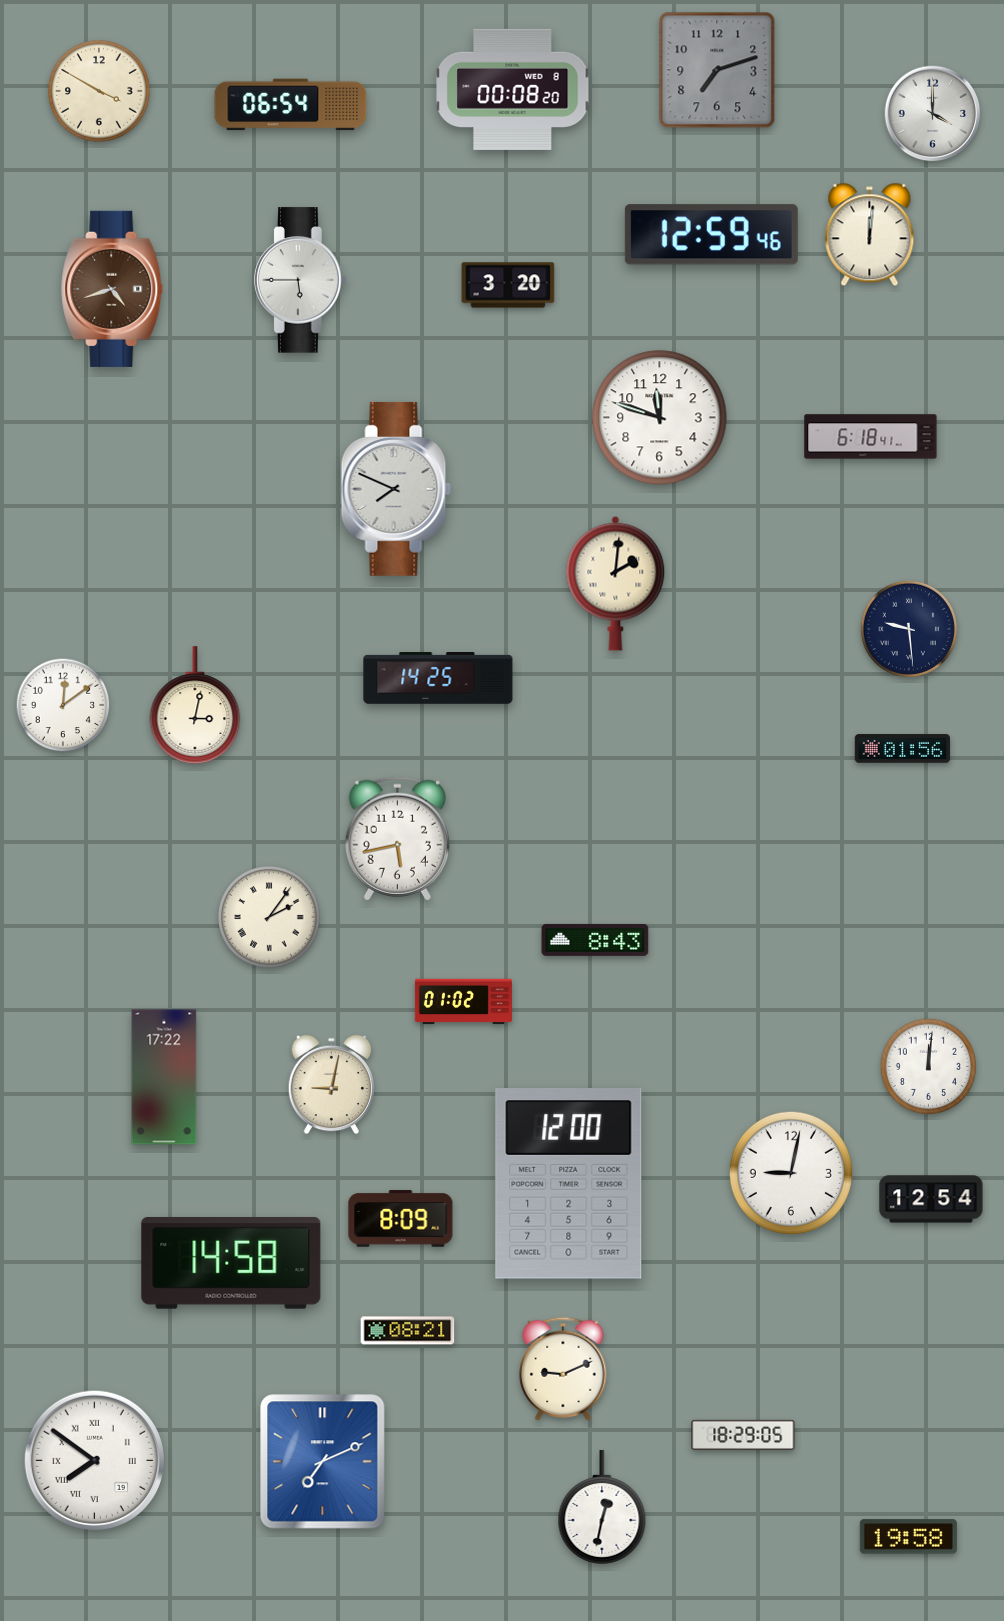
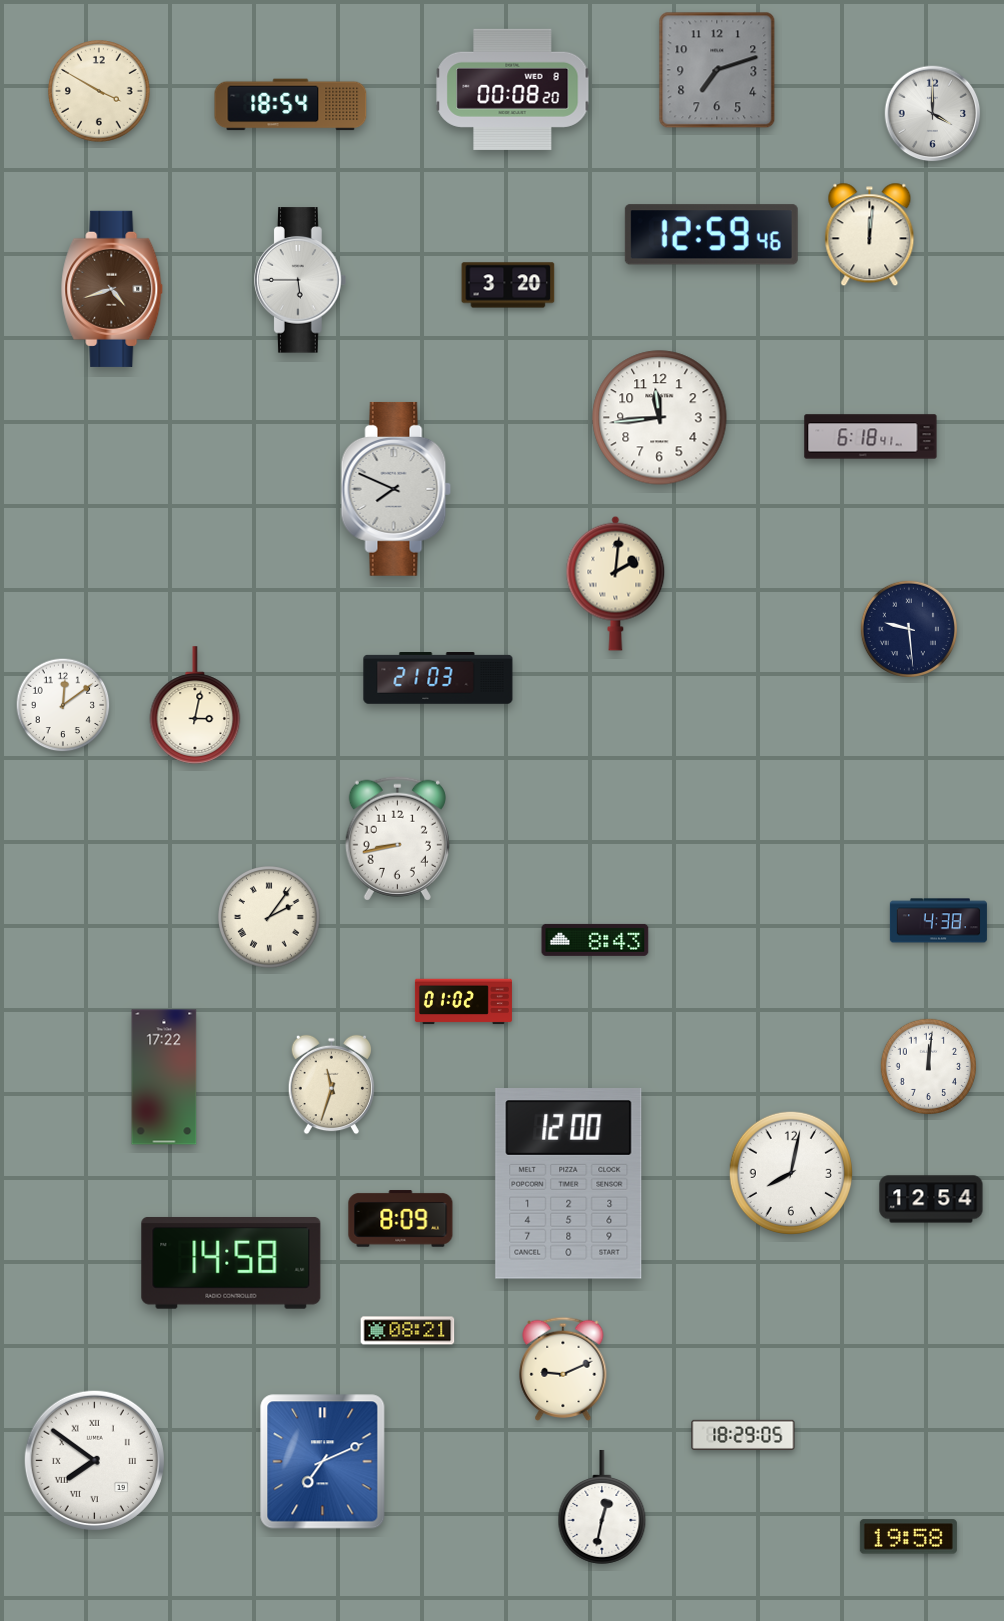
clock at (291, 105): 06:54 -> 18:54
clock at (660, 418): 11:48 -> 11:44
clock at (438, 679): 14:25 -> 21:03
clock at (903, 749): 01:56 -> none
clock at (397, 838): 5:43 -> 8:43
clock at (938, 921): none -> 4:38
clock at (331, 1085): 9:02 -> 11:33
clock at (790, 1172): 9:02 -> 8:02
